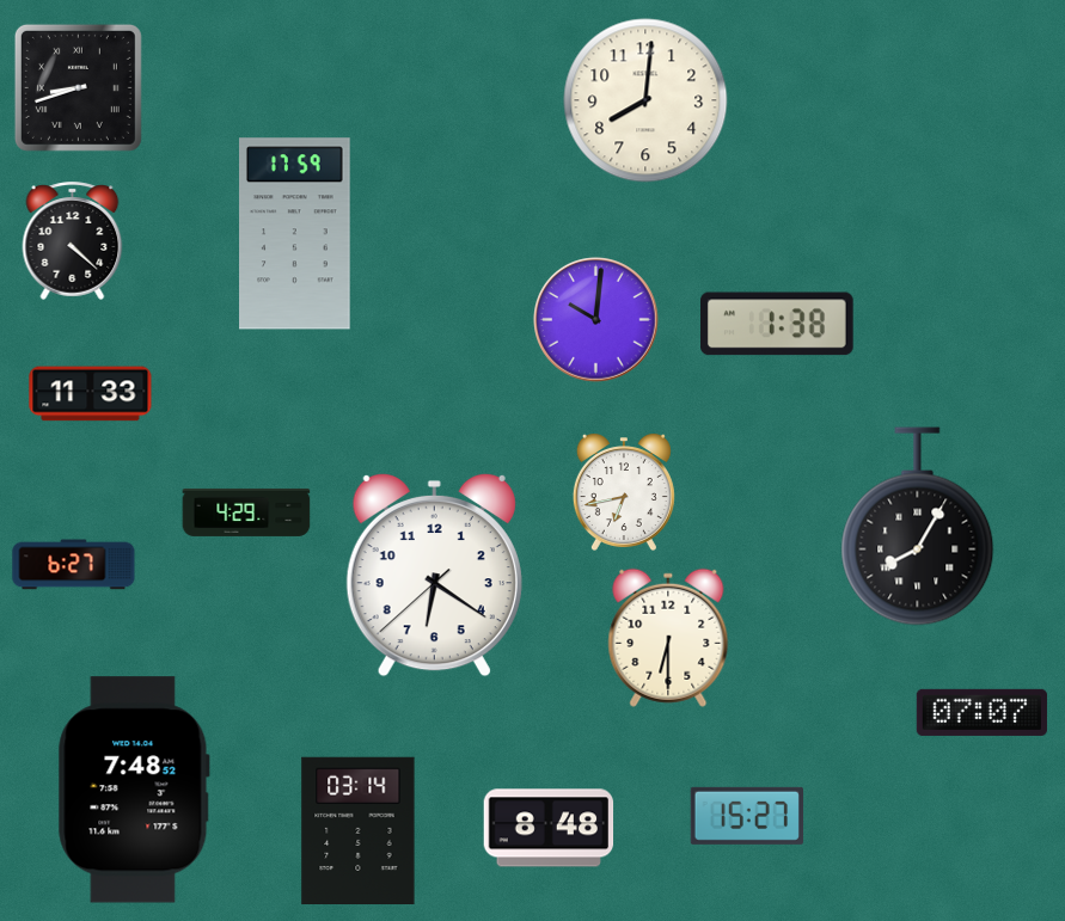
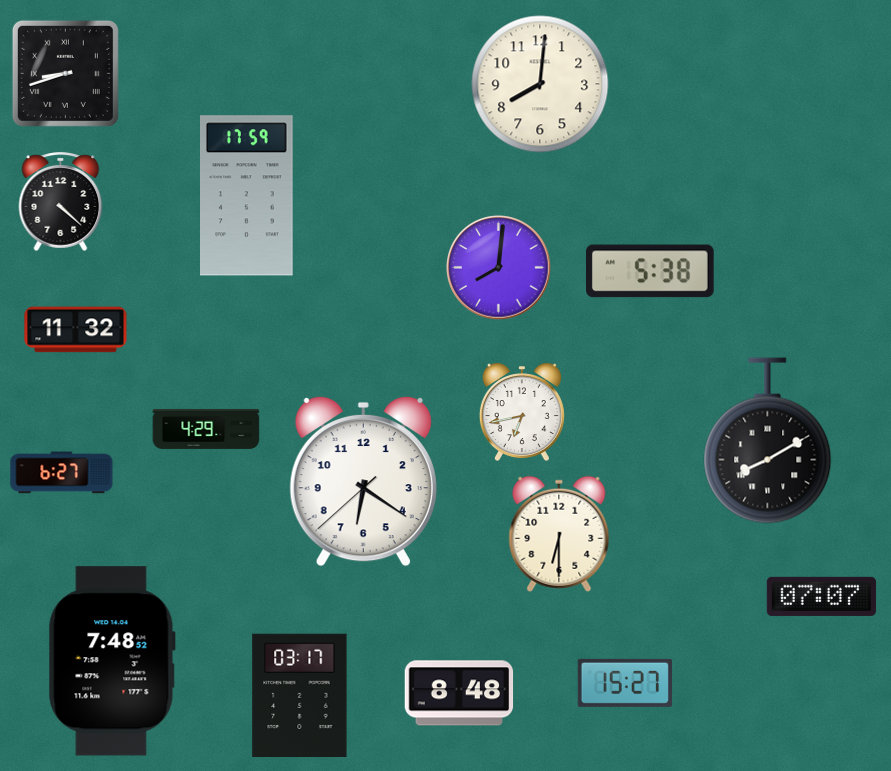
clock at (596, 320): 10:01 -> 8:01
clock at (778, 324): 1:38 -> 5:38
clock at (91, 394): 11:33 -> 11:32
clock at (918, 527): 8:05 -> 8:10
clock at (359, 830): 03:14 -> 03:17
